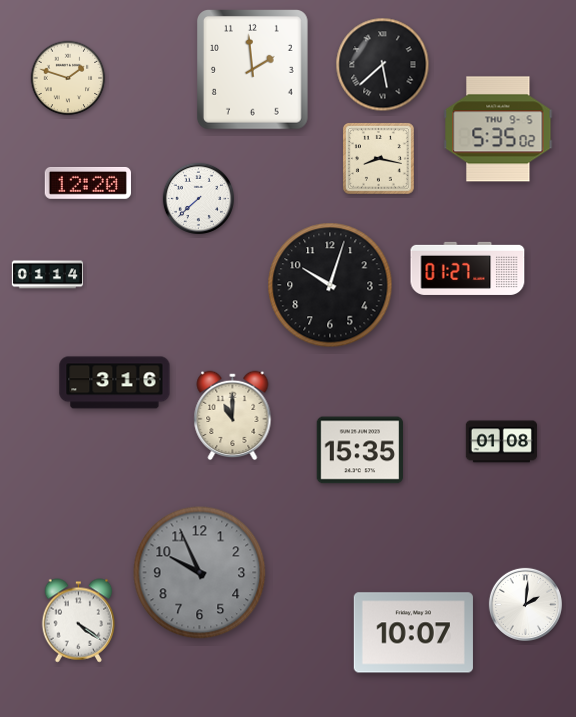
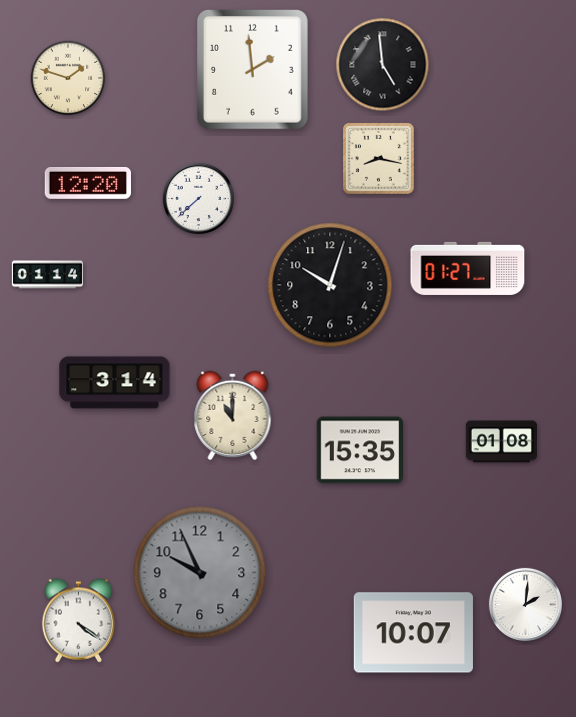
clock at (383, 65): 5:38 -> 4:59
clock at (498, 129): 5:35 -> none
clock at (115, 383): 3:16 -> 3:14
